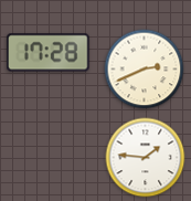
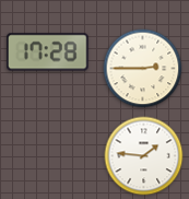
clock at (145, 70): 2:41 -> 2:45
